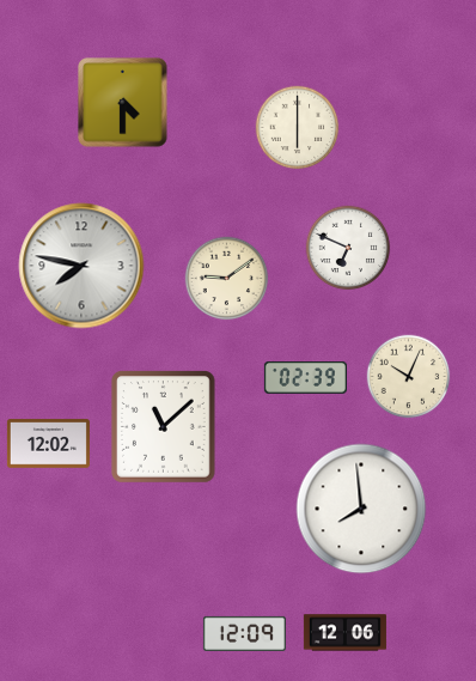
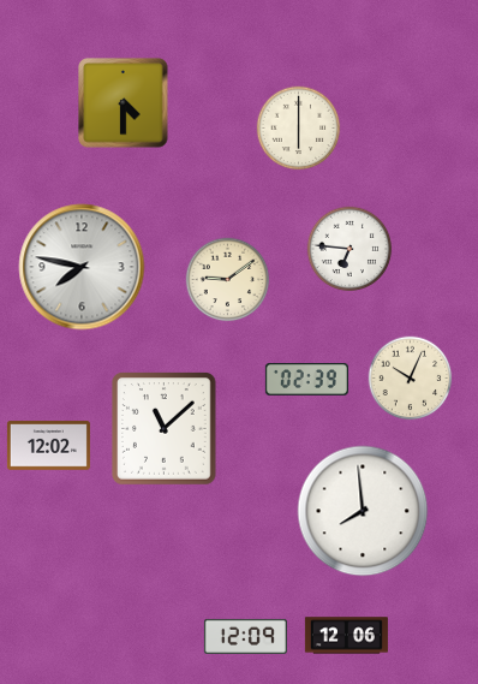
clock at (348, 248): 6:49 -> 6:46
